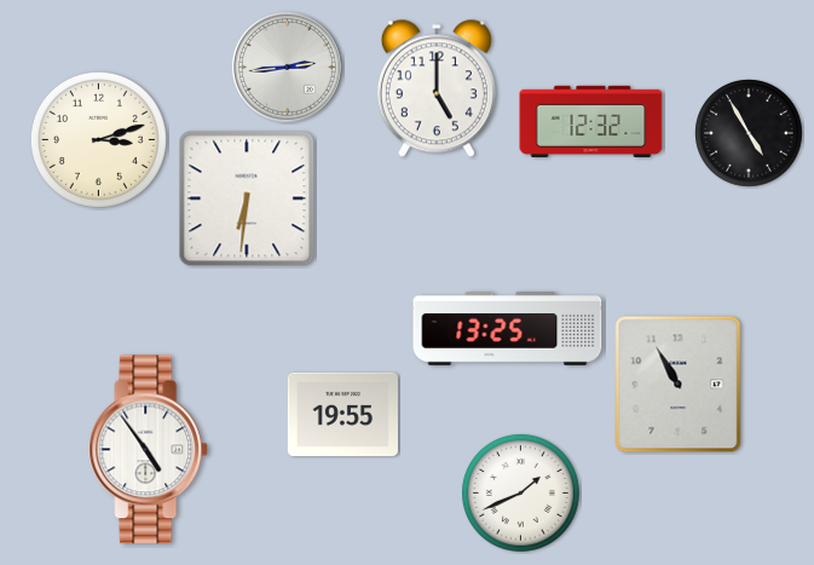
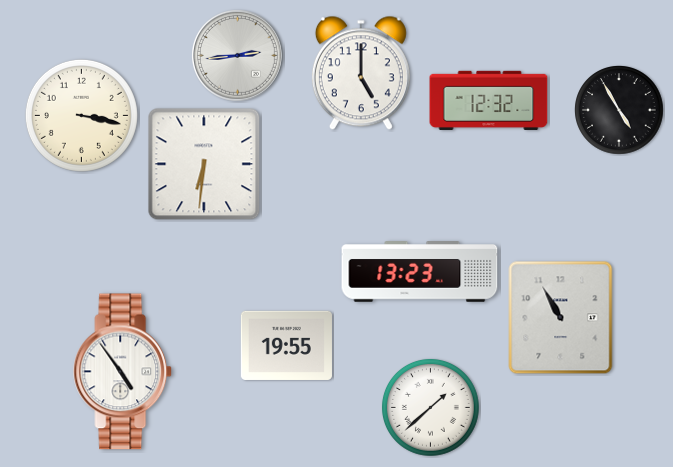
clock at (98, 139): 3:12 -> 3:17
clock at (508, 329): 13:25 -> 13:23
clock at (342, 414) position: (342, 414) -> (286, 345)
clock at (520, 492): 1:41 -> 1:38
